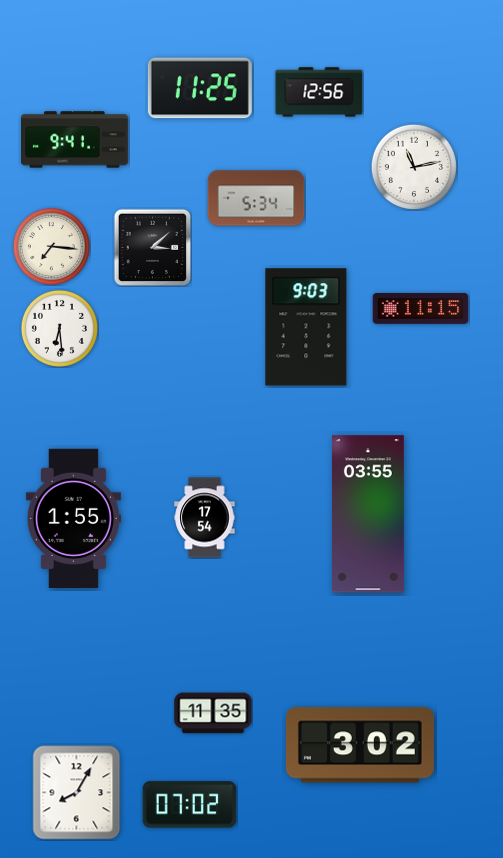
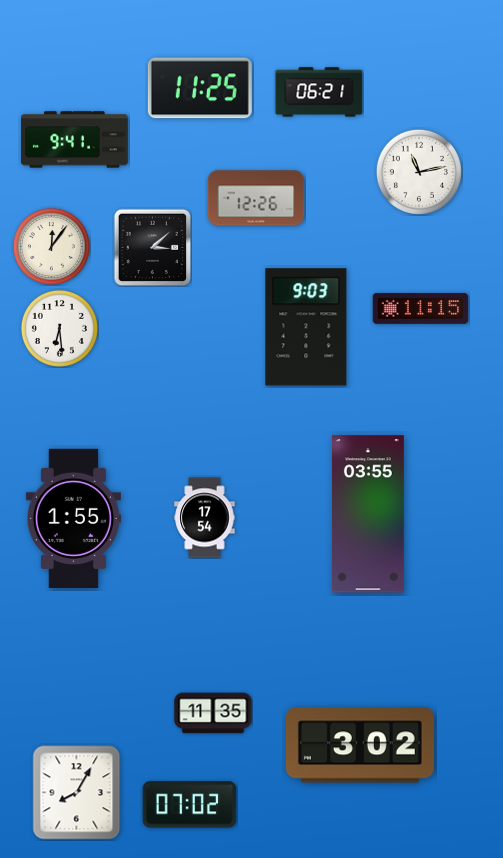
clock at (319, 92): 12:56 -> 06:21
clock at (413, 166) position: (413, 166) -> (418, 171)
clock at (256, 198): 5:34 -> 12:26
clock at (51, 246): 7:16 -> 12:06
